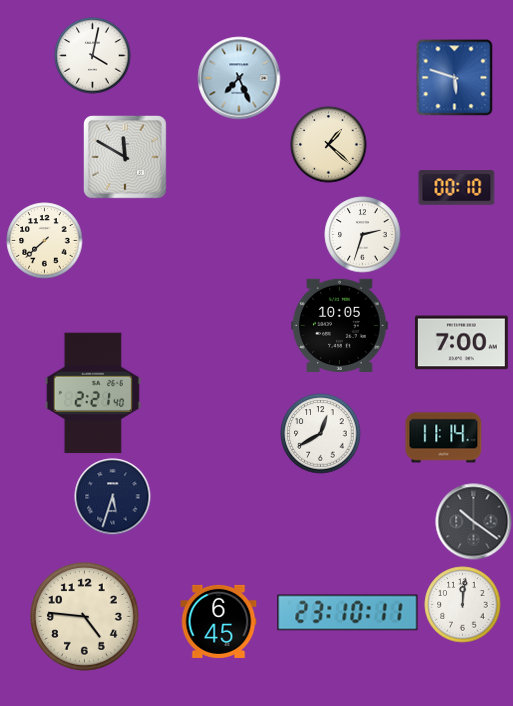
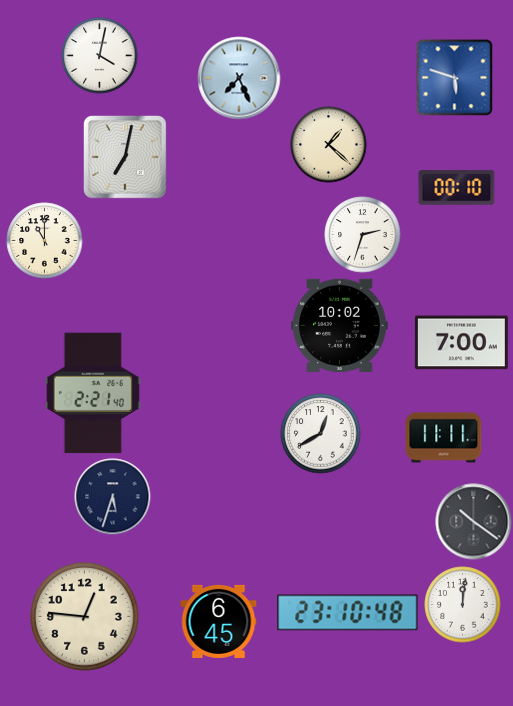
clock at (93, 56) position: (93, 56) -> (100, 56)
clock at (126, 158): 11:50 -> 7:02
clock at (45, 241): 7:38 -> 11:00
clock at (340, 325): 10:05 -> 10:02
clock at (444, 438): 11:14 -> 11:11
clock at (348, 613): 23:10:11 -> 23:10:48
clock at (85, 617): 4:46 -> 12:46
